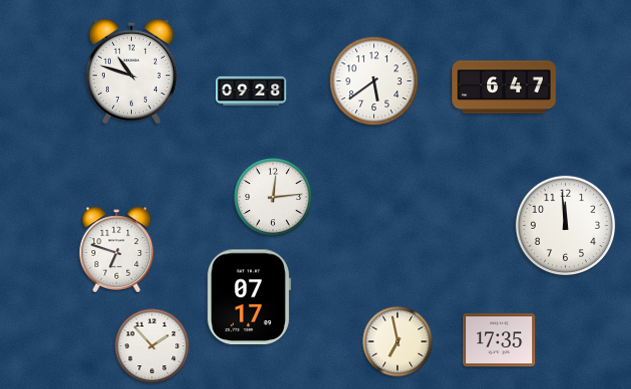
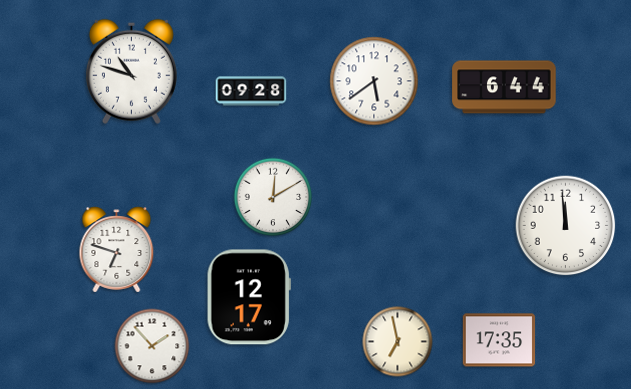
clock at (504, 87): 6:47 -> 6:44
clock at (273, 197): 12:14 -> 12:10
clock at (249, 297): 07:17 -> 12:17
